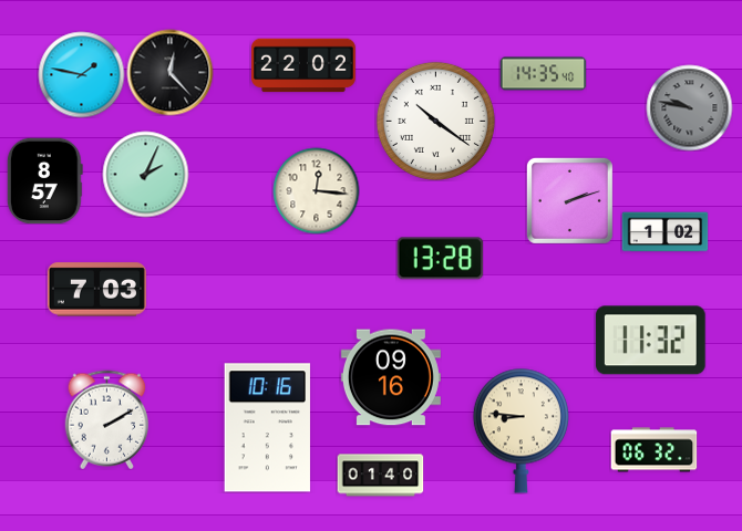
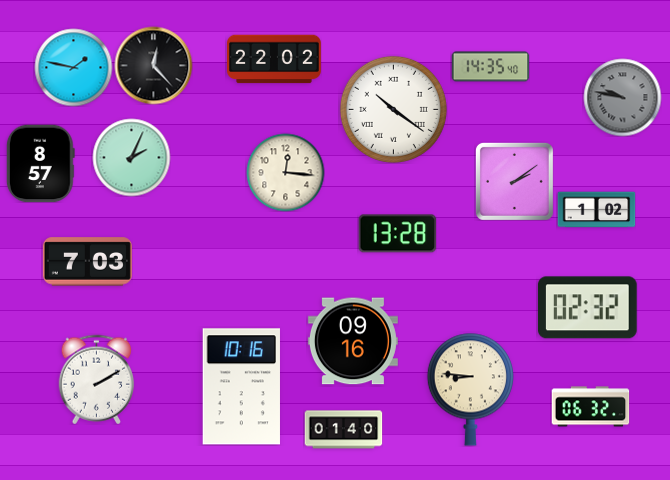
clock at (569, 200): 2:12 -> 2:09
clock at (664, 232) position: (664, 232) -> (596, 210)
clock at (650, 341): 11:32 -> 02:32
